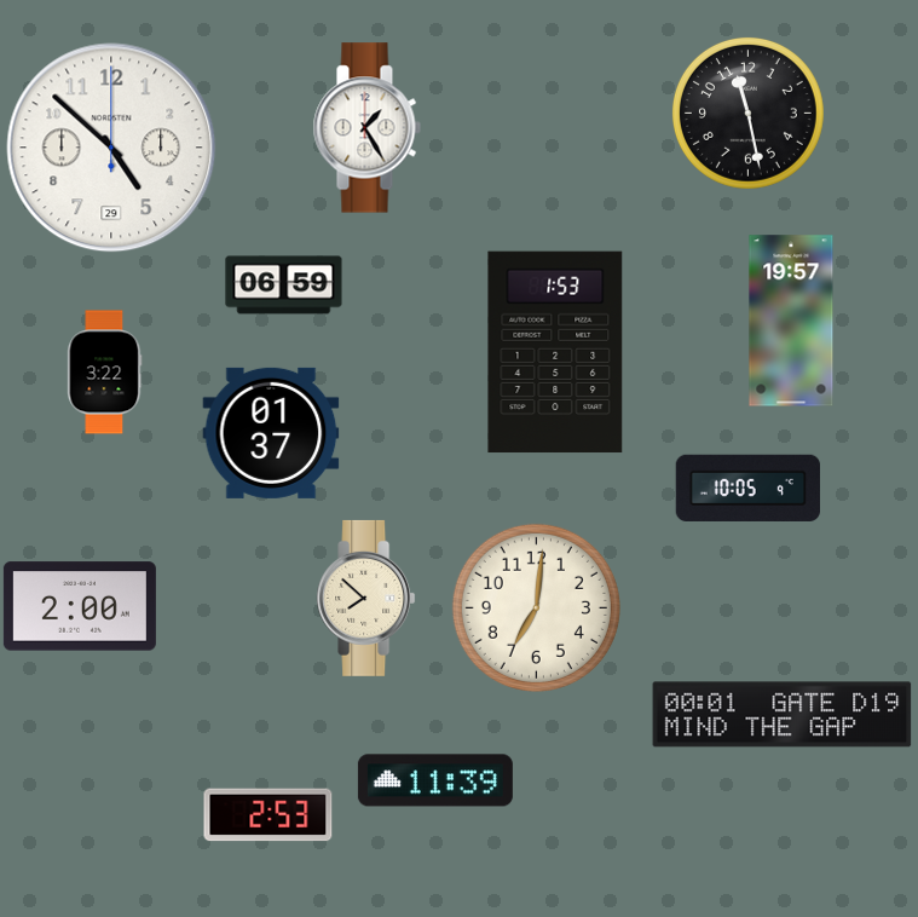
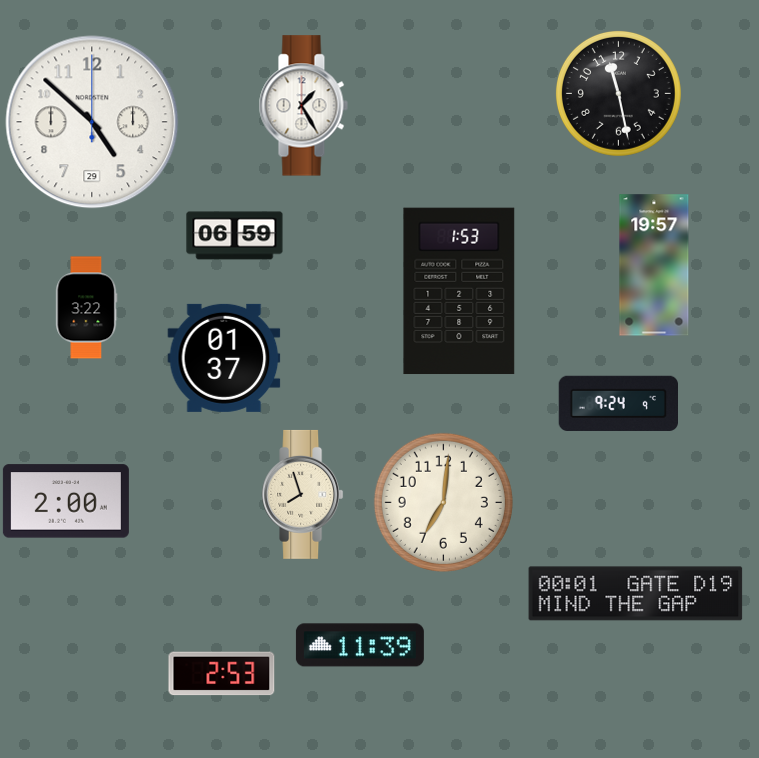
clock at (747, 488): 10:05 -> 9:24
clock at (366, 598): 7:52 -> 7:57
clock at (783, 715) position: (783, 715) -> (636, 594)
